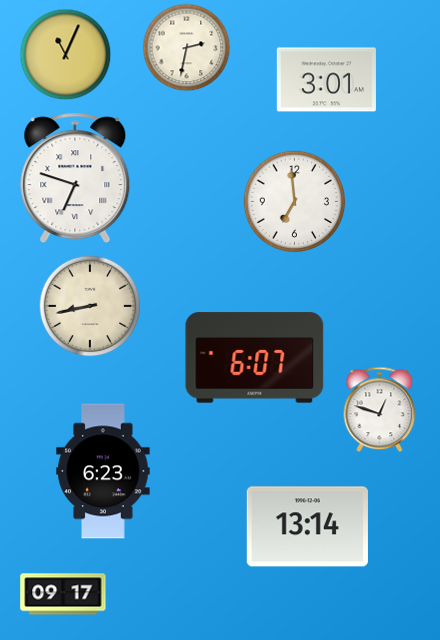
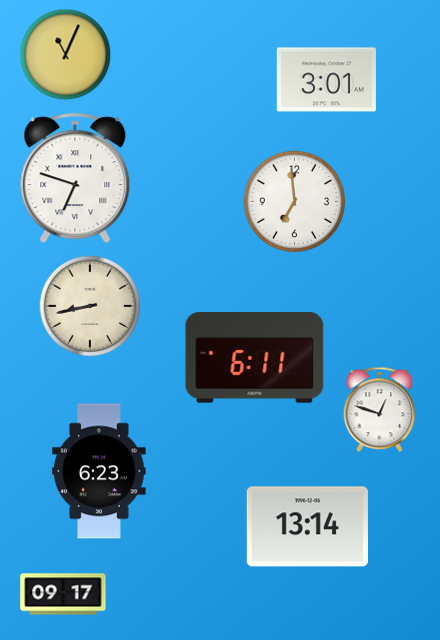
clock at (187, 48): 2:32 -> none
clock at (255, 358): 6:07 -> 6:11
clock at (103, 471) position: (103, 471) -> (99, 471)
